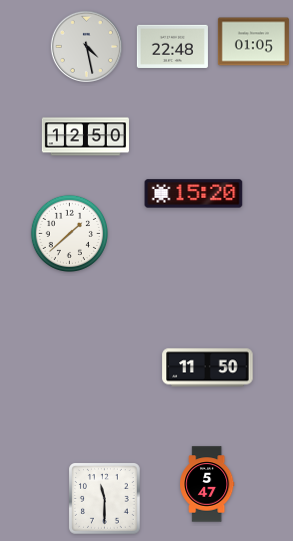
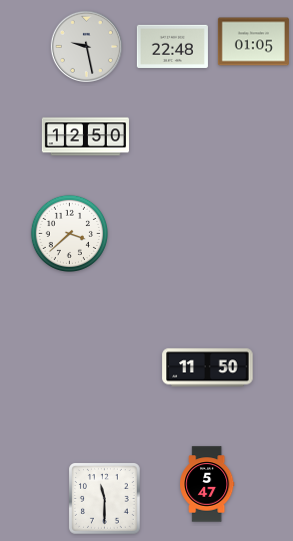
clock at (86, 46): 4:28 -> 9:28
clock at (194, 194): 15:20 -> none
clock at (69, 233): 1:38 -> 3:38
